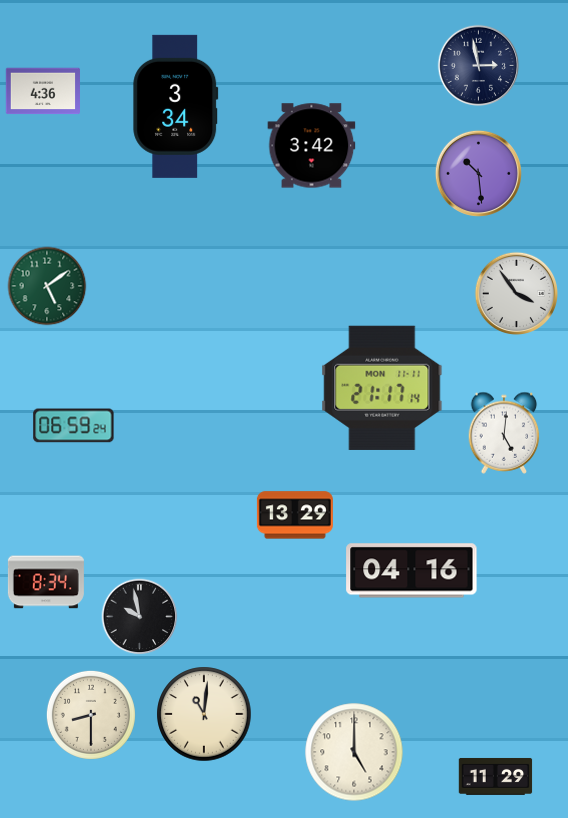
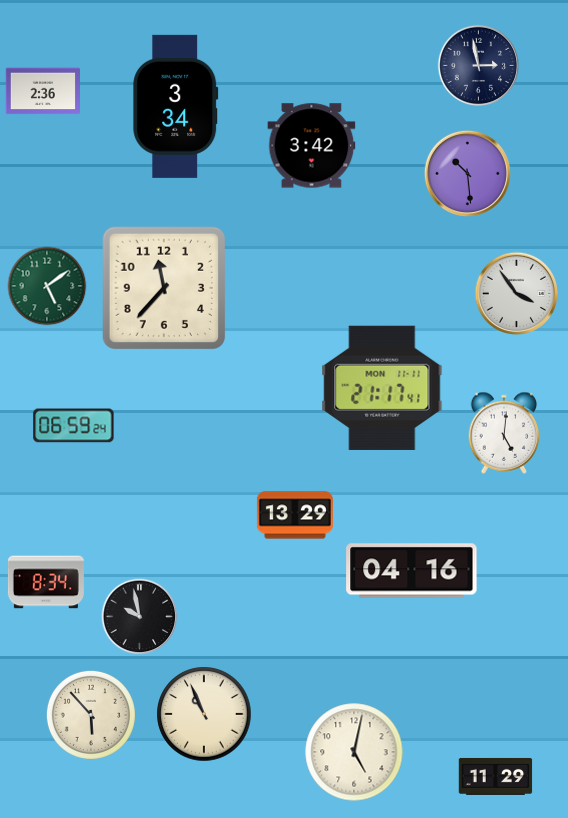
clock at (42, 91): 4:36 -> 2:36
clock at (478, 173) position: (478, 173) -> (467, 173)
clock at (163, 287): none -> 11:37
clock at (382, 388): 21:17:14 -> 21:17:41
clock at (204, 714): 11:01 -> 10:56
clock at (91, 715): 8:30 -> 5:53
clock at (354, 752): 5:00 -> 5:02
